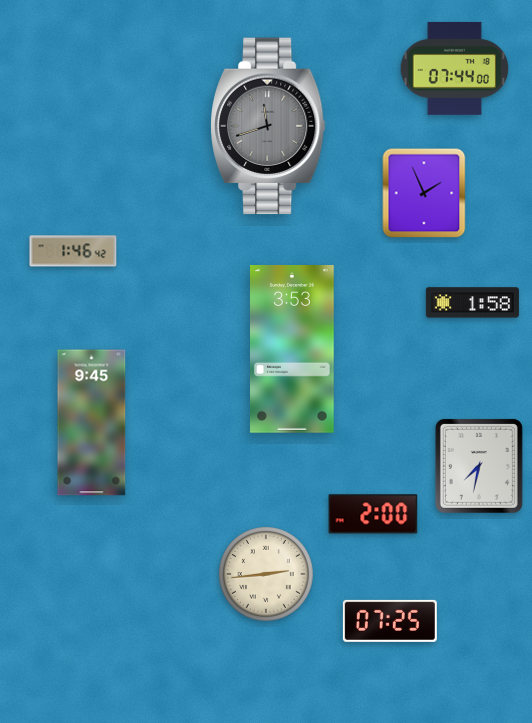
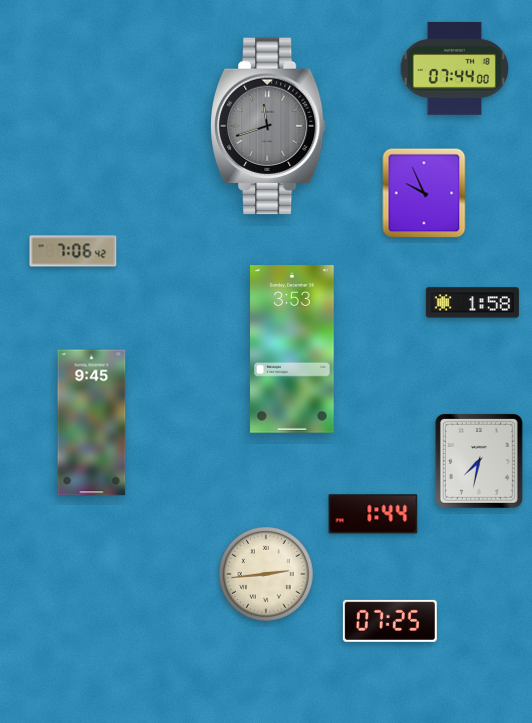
clock at (424, 193): 1:56 -> 9:56
clock at (73, 251): 1:46 -> 7:06
clock at (479, 466) position: (479, 466) -> (479, 461)
clock at (373, 514): 2:00 -> 1:44
